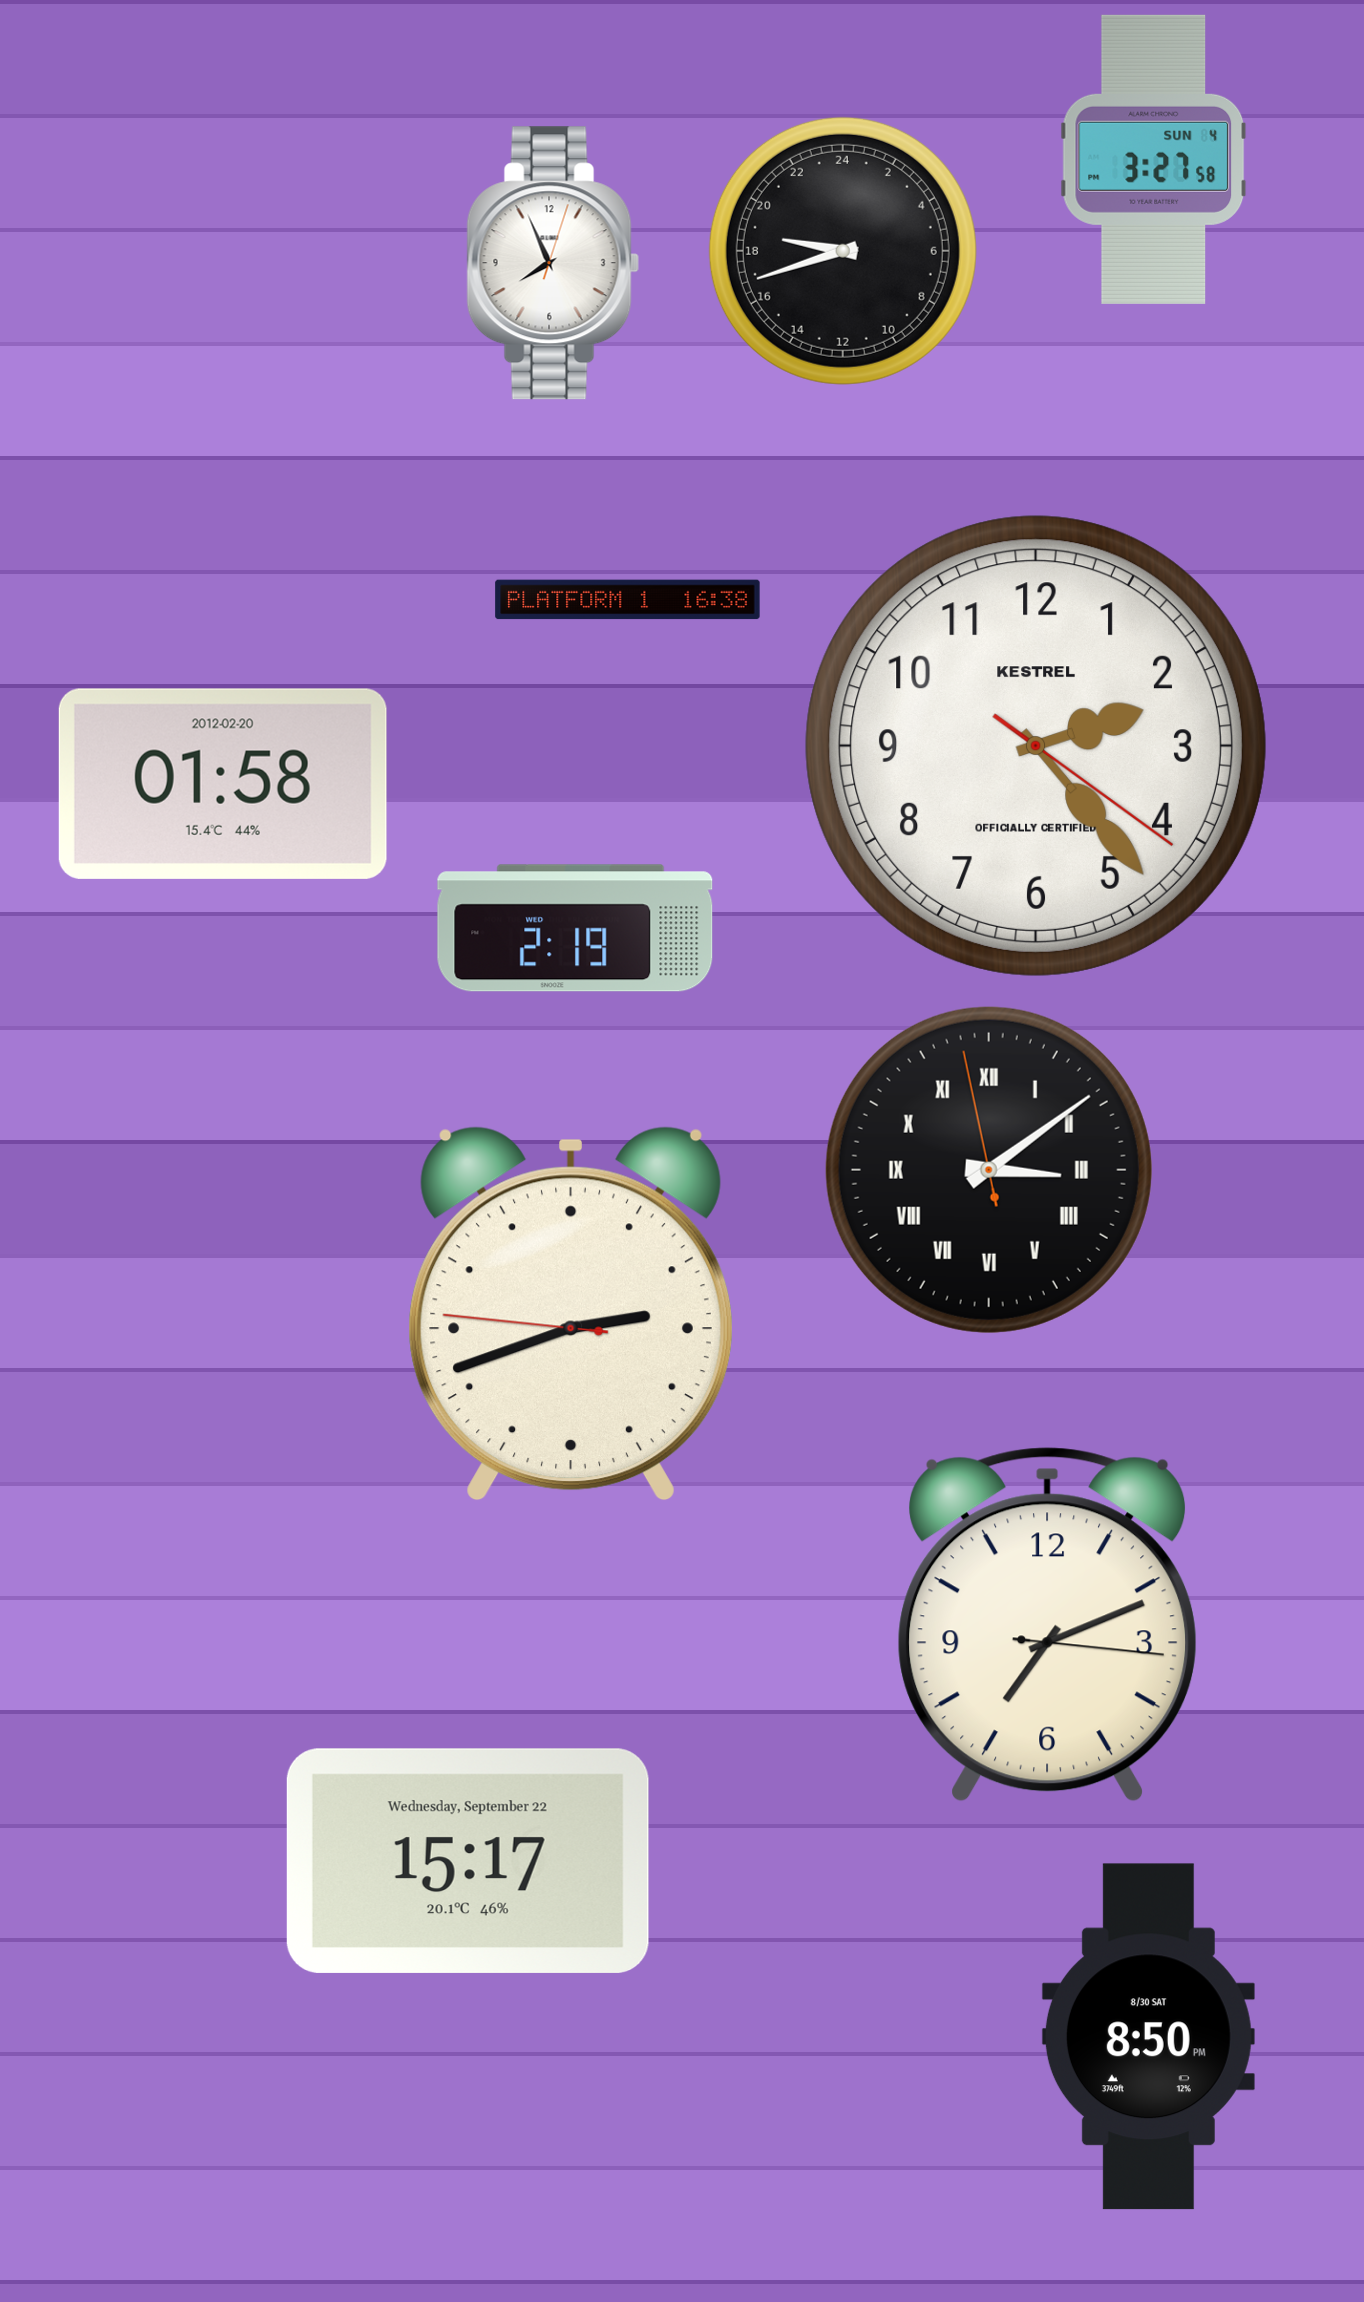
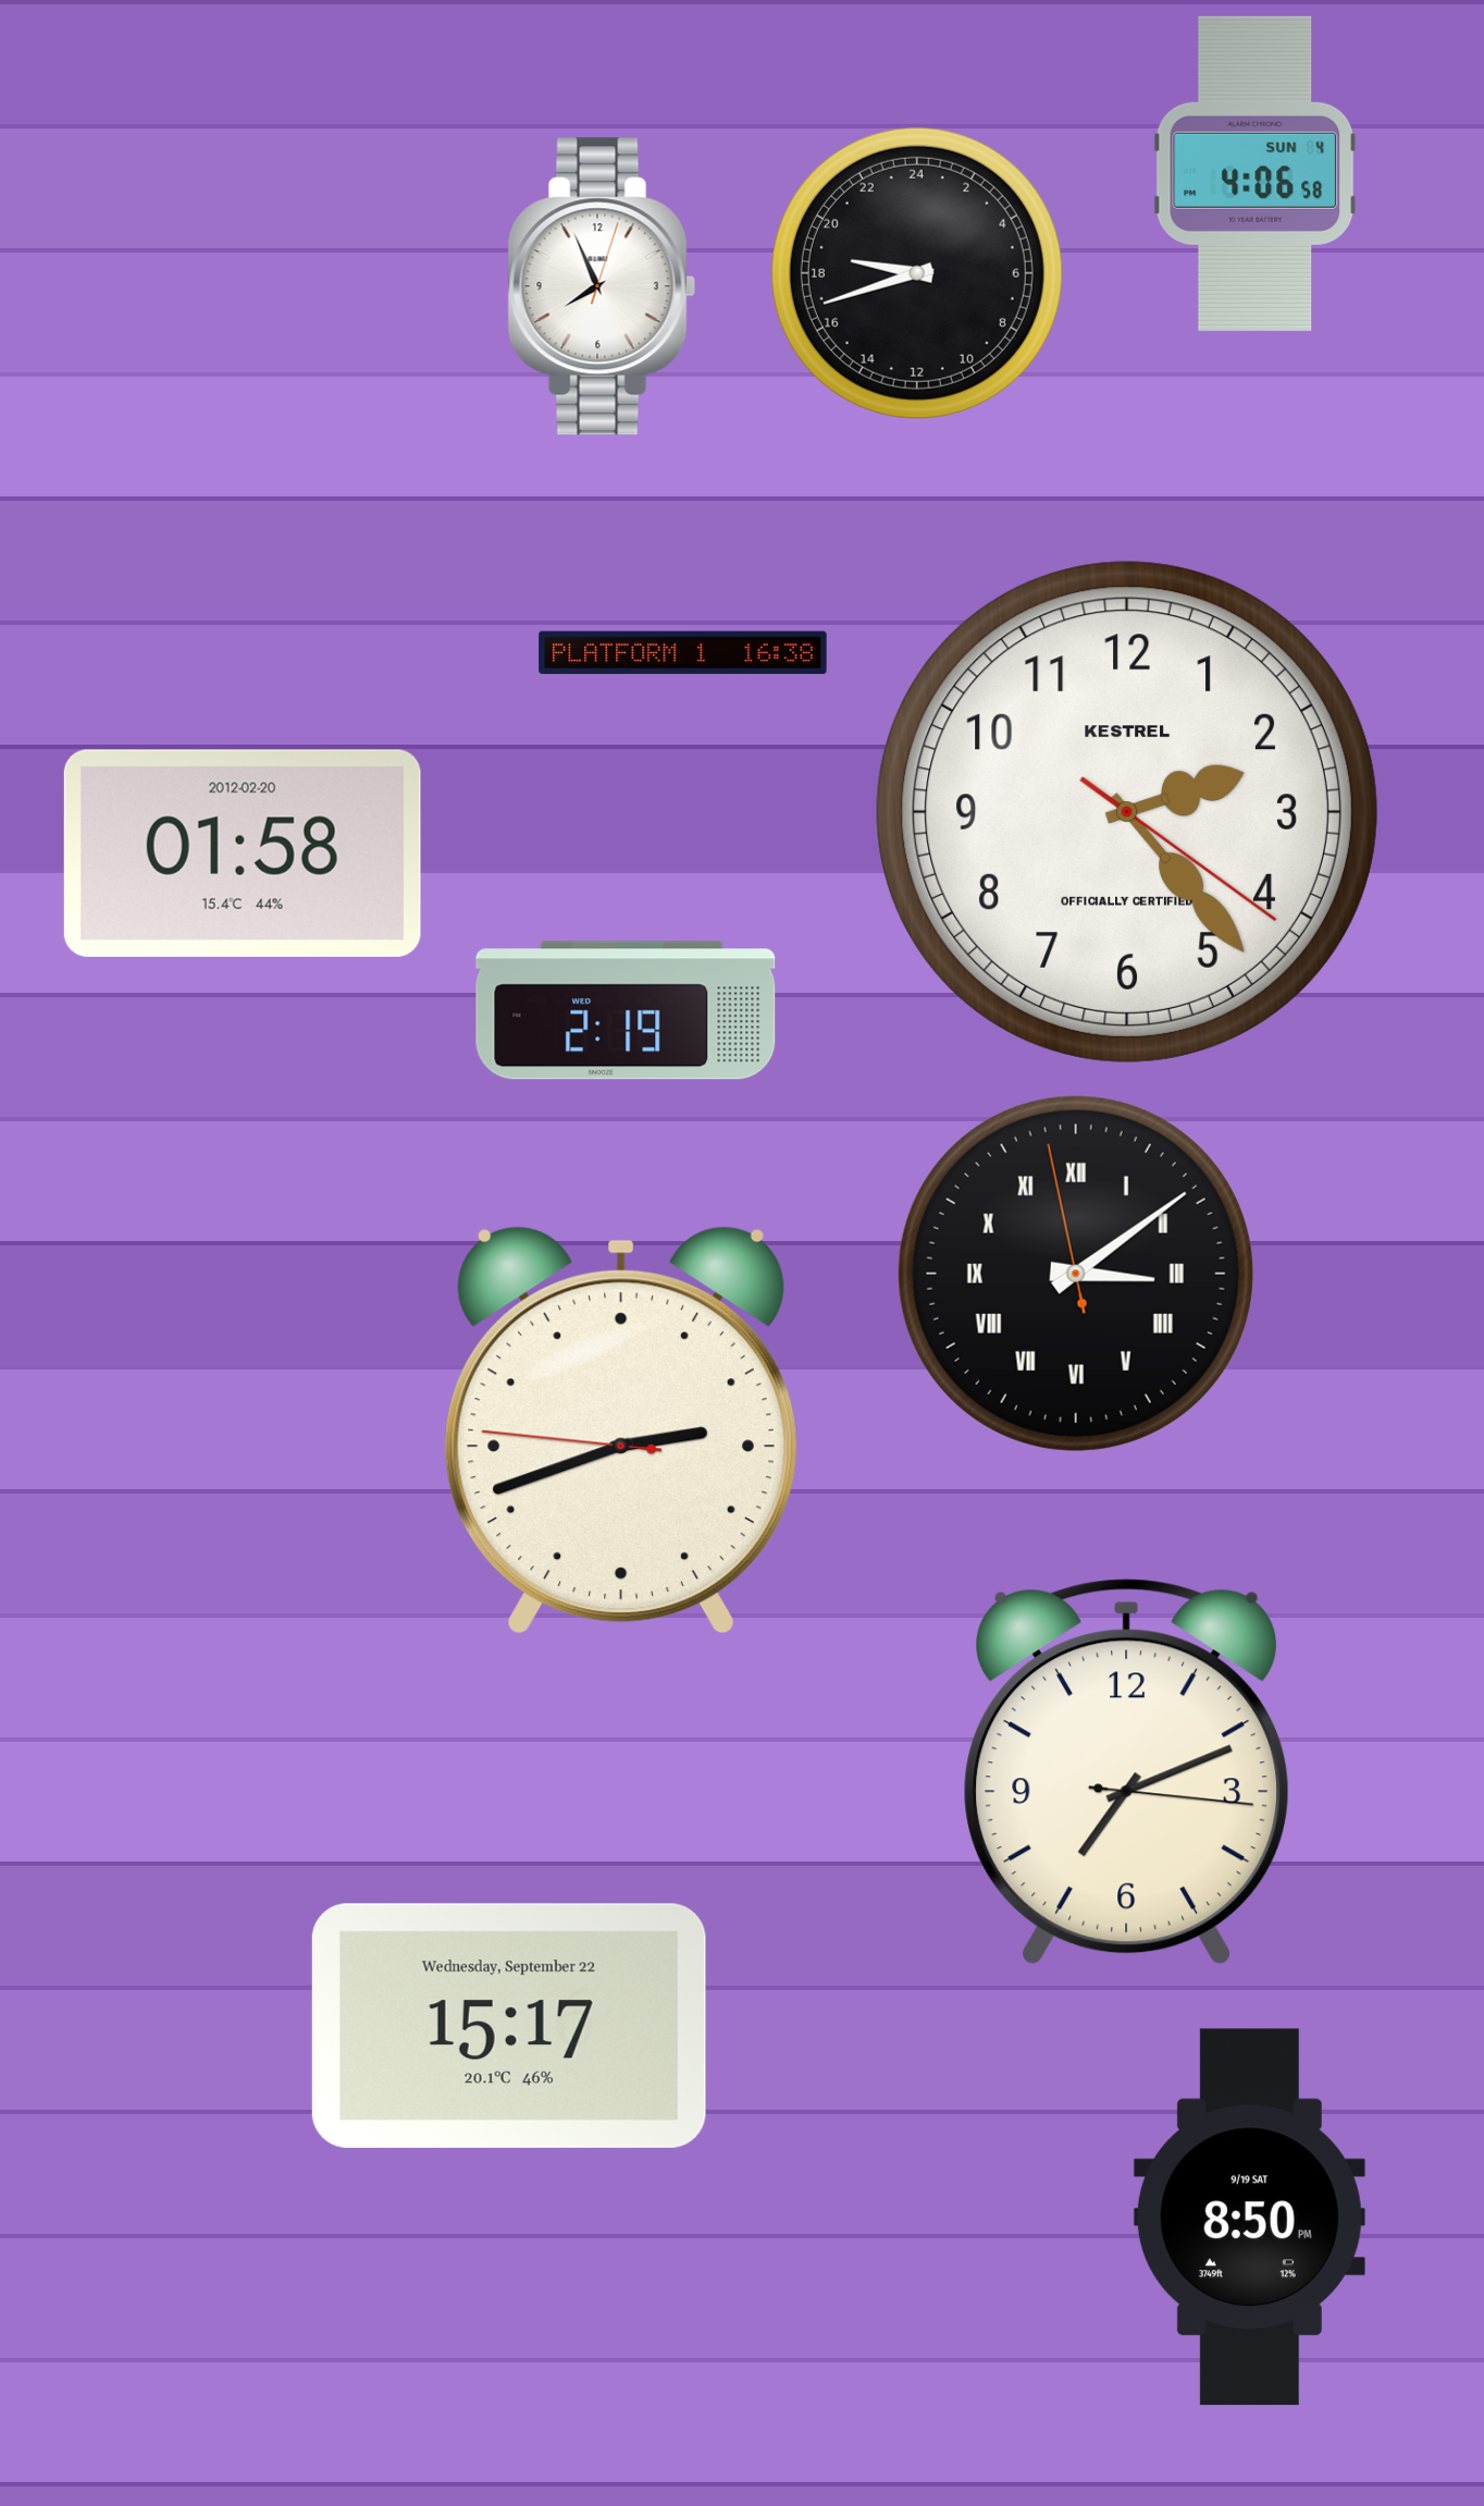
clock at (1154, 159): 3:27 -> 4:06
clock at (1048, 1625) position: (1048, 1625) -> (1127, 1772)
clock at (1148, 2037) date: 8/30 SAT -> 9/19 SAT
